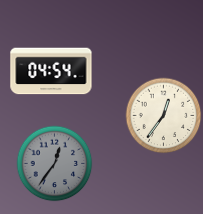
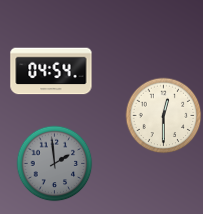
clock at (164, 116): 12:36 -> 12:30
clock at (55, 164): 12:36 -> 1:59
